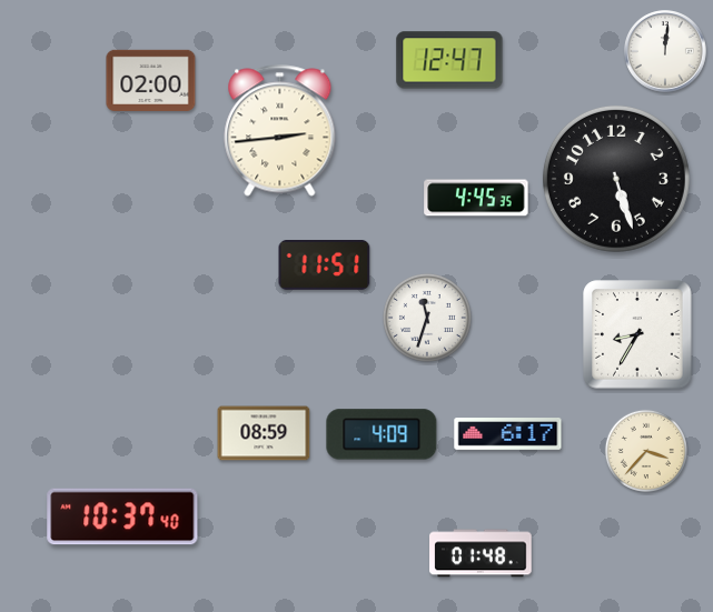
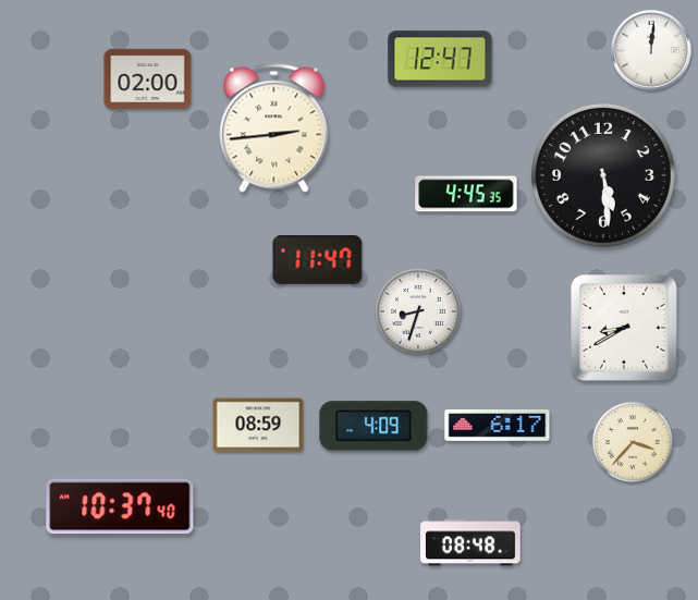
clock at (616, 179): 5:27 -> 5:29
clock at (325, 265): 11:51 -> 11:47
clock at (427, 318): 11:33 -> 8:33
clock at (637, 334): 8:35 -> 8:40
clock at (481, 553): 01:48 -> 08:48
